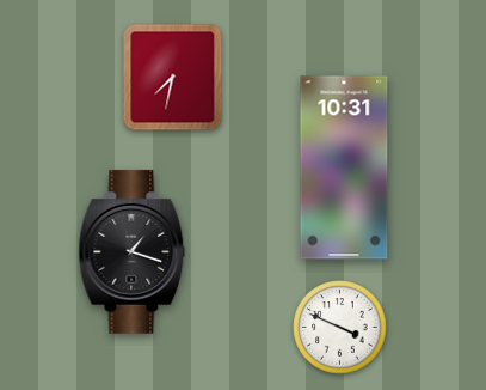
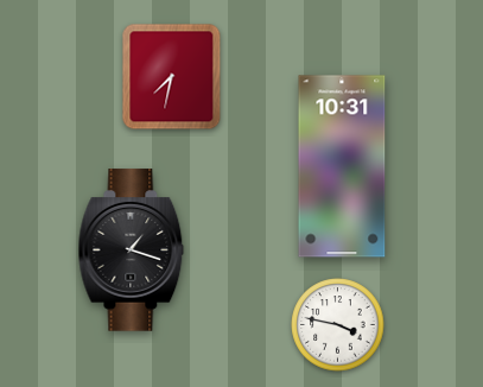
clock at (340, 328): 3:49 -> 3:47
